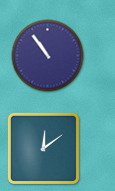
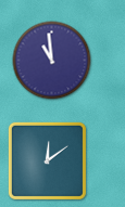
clock at (48, 56): 10:54 -> 10:59
